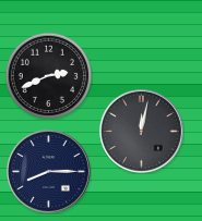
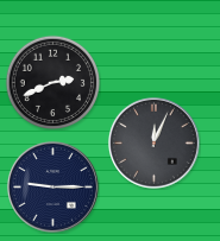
clock at (141, 131): 12:02 -> 12:04
clock at (48, 171): 8:15 -> 9:15
